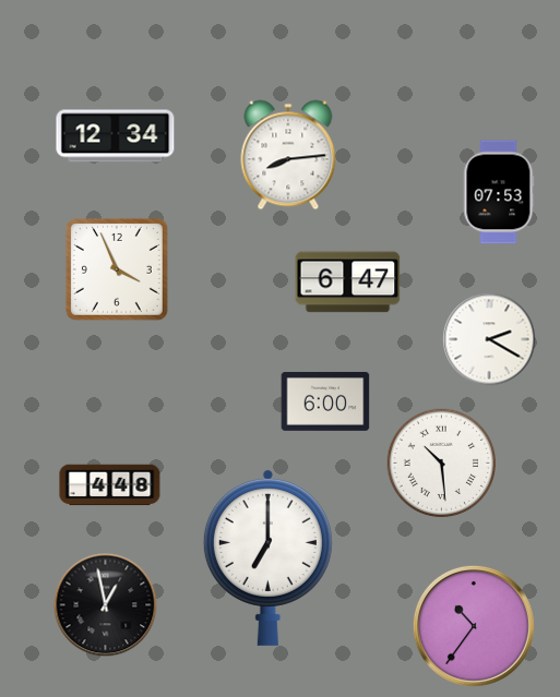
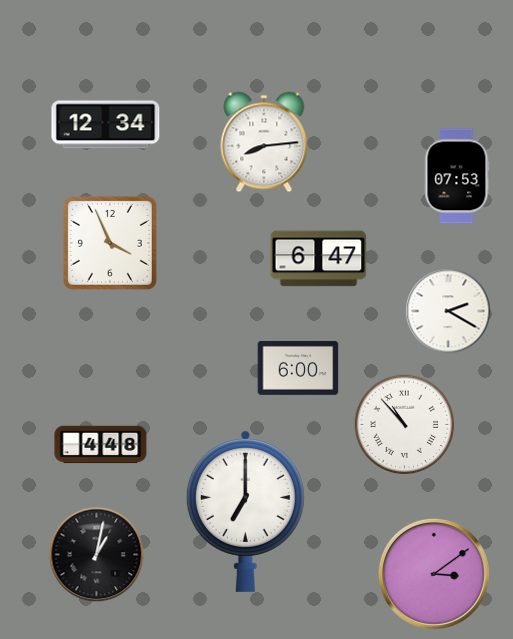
clock at (117, 269) position: (117, 269) -> (110, 243)
clock at (441, 462): 10:29 -> 10:53
clock at (106, 605): 12:58 -> 1:02
clock at (474, 626): 10:36 -> 3:09
